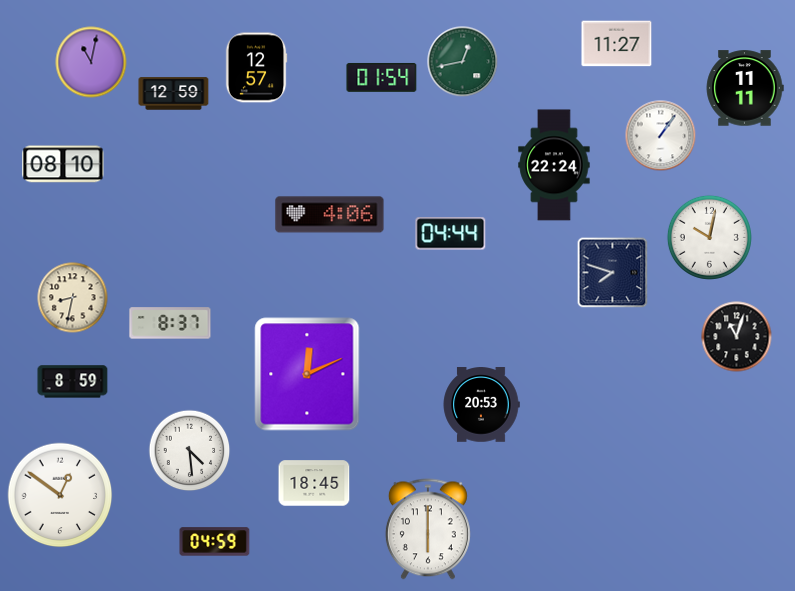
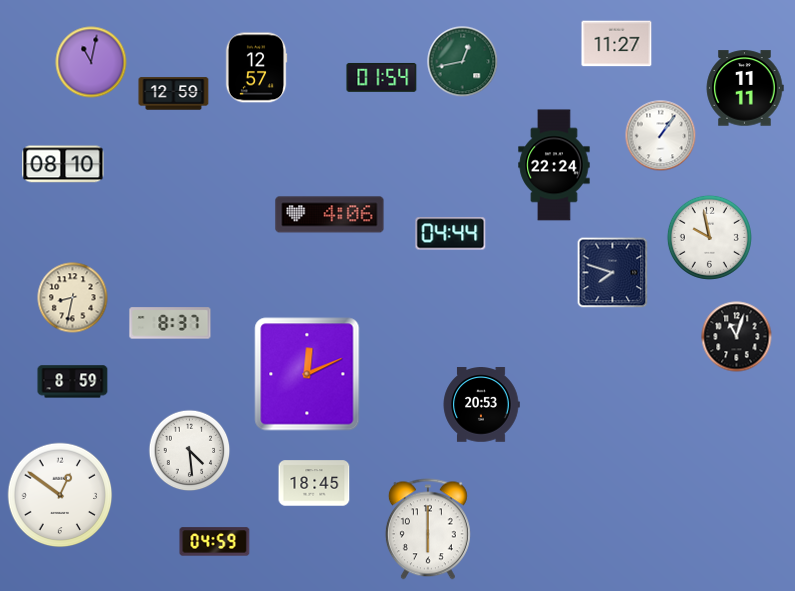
clock at (709, 237): 10:02 -> 9:58
